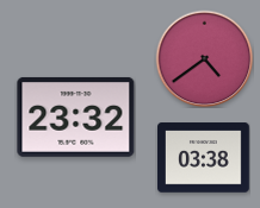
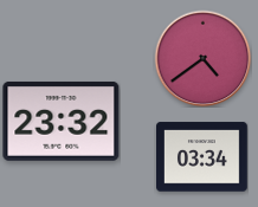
clock at (76, 116) position: (76, 116) -> (62, 121)
clock at (204, 158): 03:38 -> 03:34
